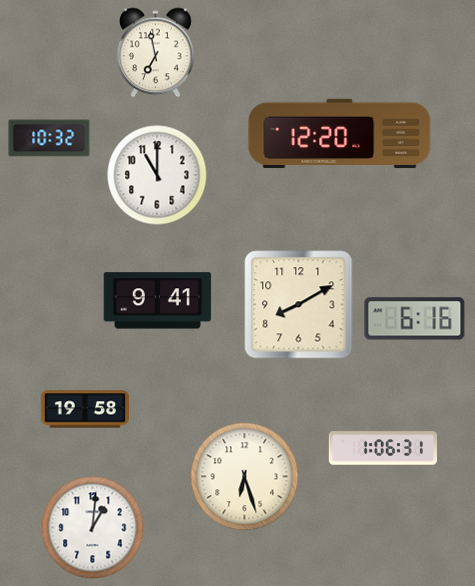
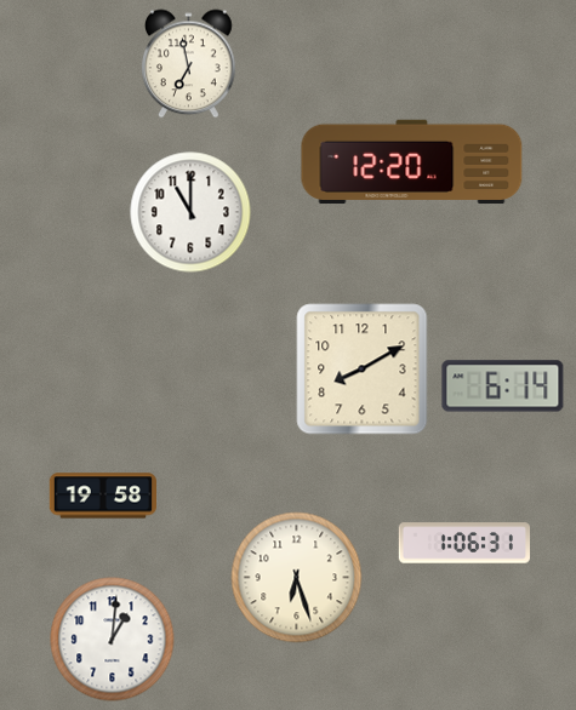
clock at (49, 138): 10:32 -> none
clock at (157, 301): 9:41 -> none
clock at (415, 319): 6:16 -> 6:14
